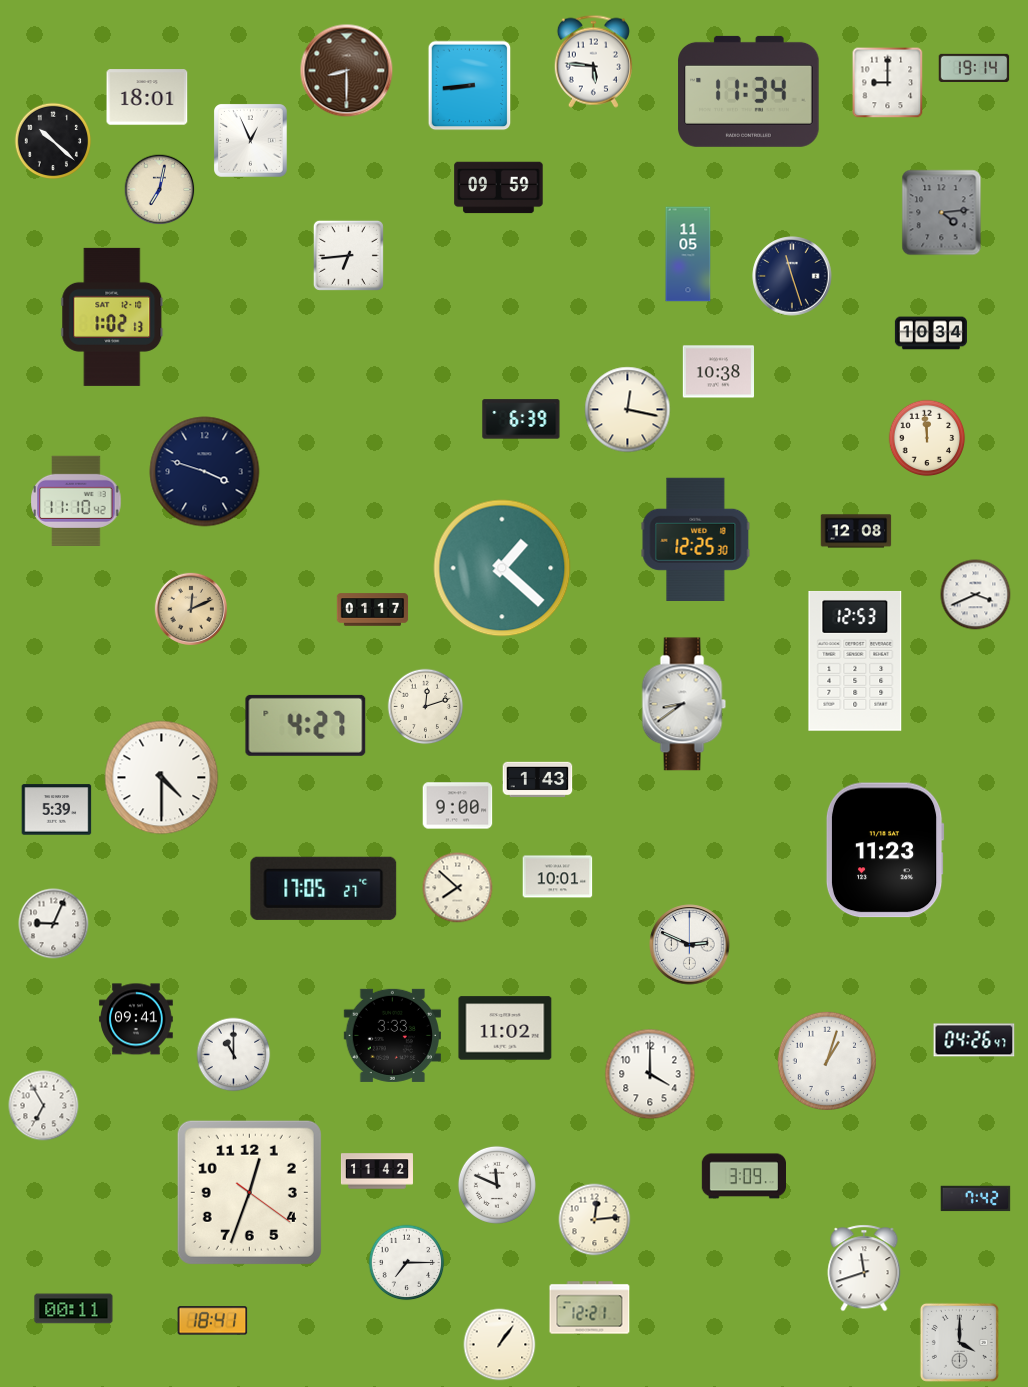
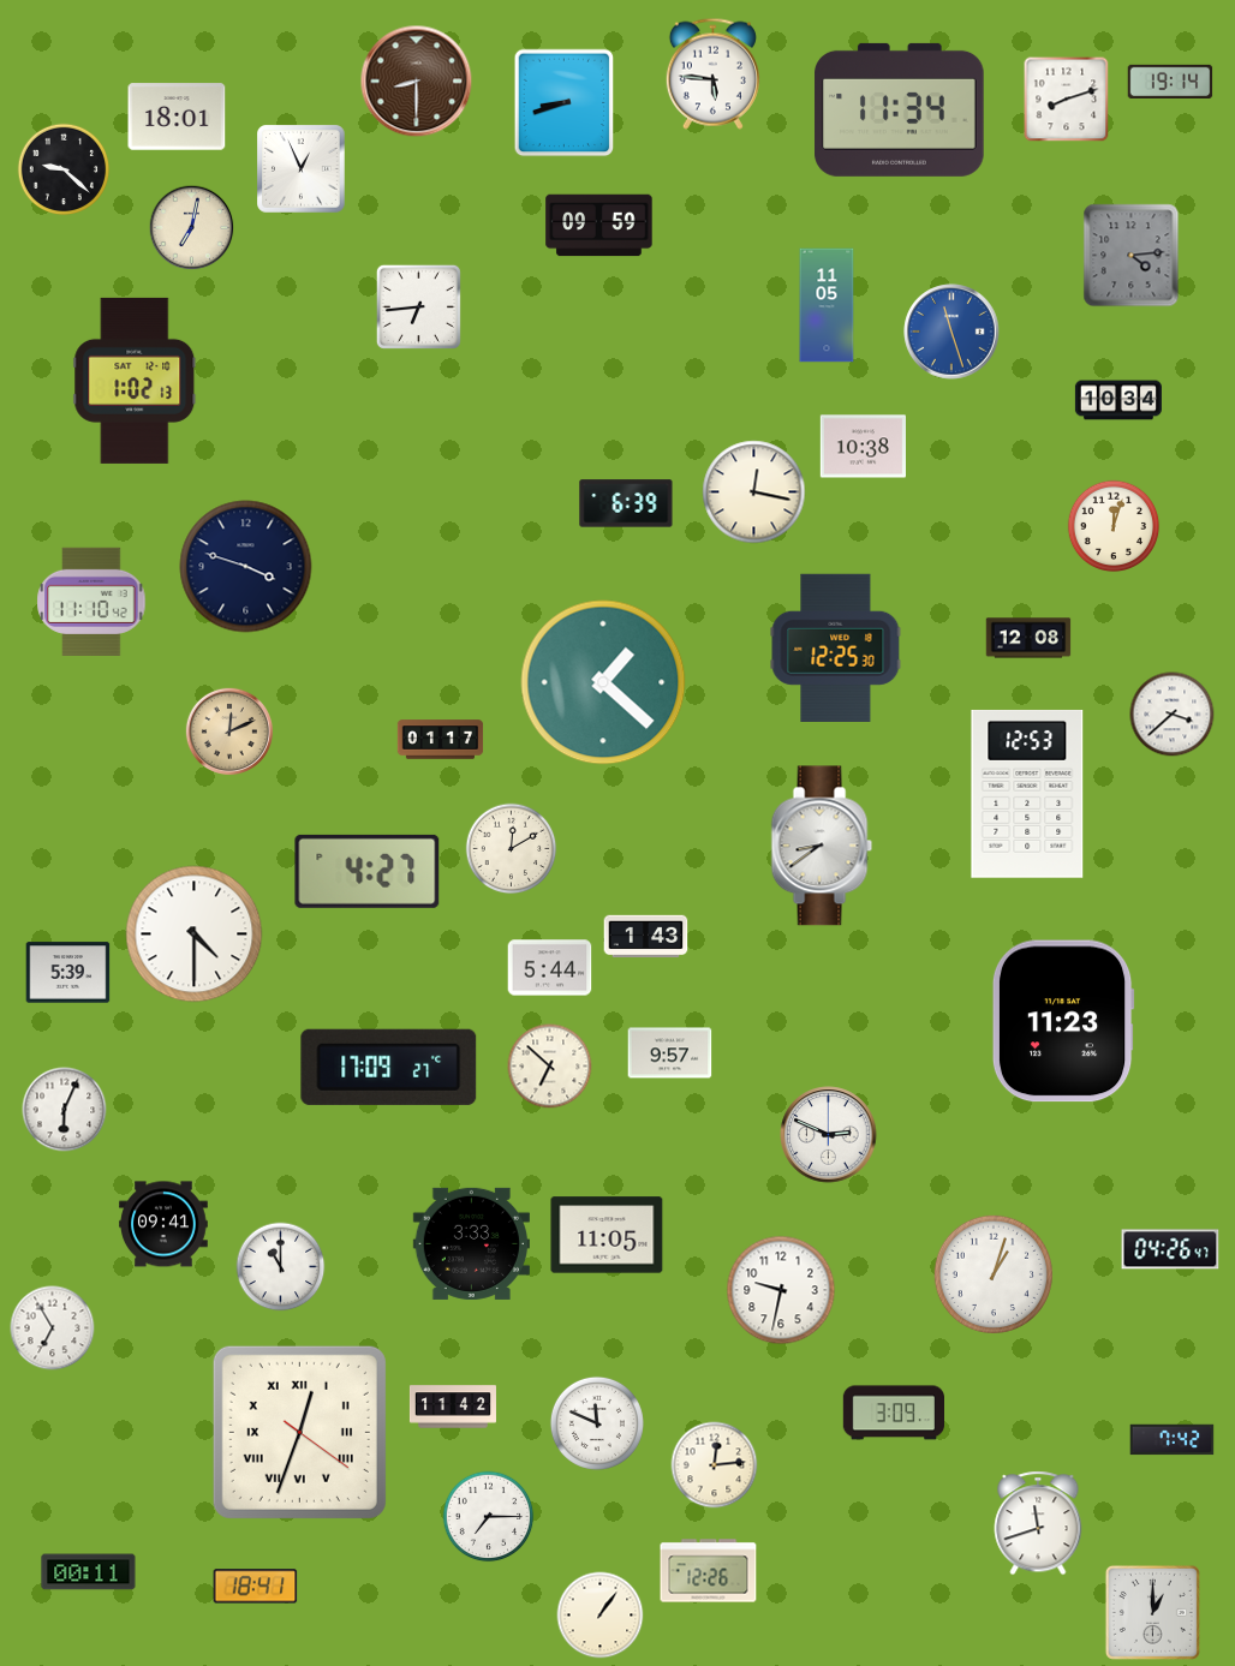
clock at (347, 71) position: (347, 71) -> (417, 82)
clock at (888, 83): 9:00 -> 8:12
clock at (470, 86): 8:44 -> 8:42
clock at (53, 141): 10:22 -> 9:22
clock at (792, 276) dial: navy -> blue
clock at (927, 438): 11:59 -> 12:03
clock at (976, 595): 3:41 -> 3:38
clock at (373, 610) position: (373, 610) -> (441, 740)
clock at (426, 707): 12:12 -> 12:10
clock at (458, 806): 9:00 -> 5:44
clock at (558, 877): 10:01 -> 9:57
clock at (324, 888): 17:05 -> 17:09
clock at (458, 888): 7:52 -> 6:52
clock at (54, 924): 9:04 -> 6:04
clock at (505, 1028): 11:02 -> 11:05
clock at (650, 1074): 4:00 -> 9:32
clock at (249, 1192) numerals: Arabic -> Roman
clock at (590, 1308): 12:21 -> 12:26
clock at (959, 1342): 4:00 -> 1:00
